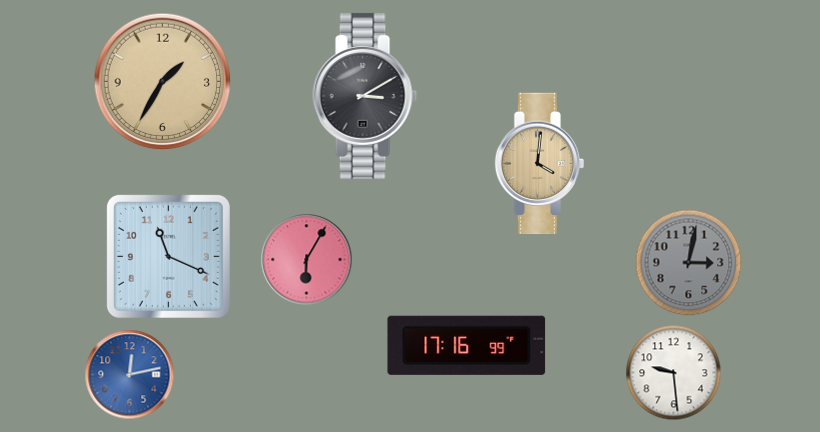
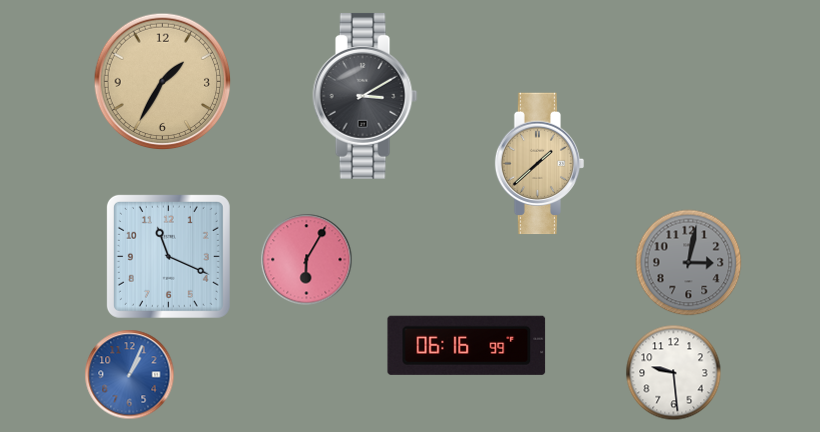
clock at (540, 164): 4:01 -> 1:38
clock at (467, 345): 17:16 -> 06:16
clock at (130, 375): 12:13 -> 1:04
